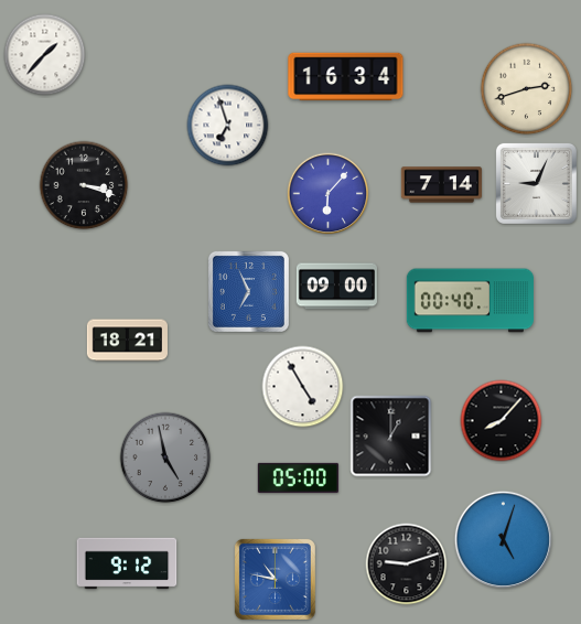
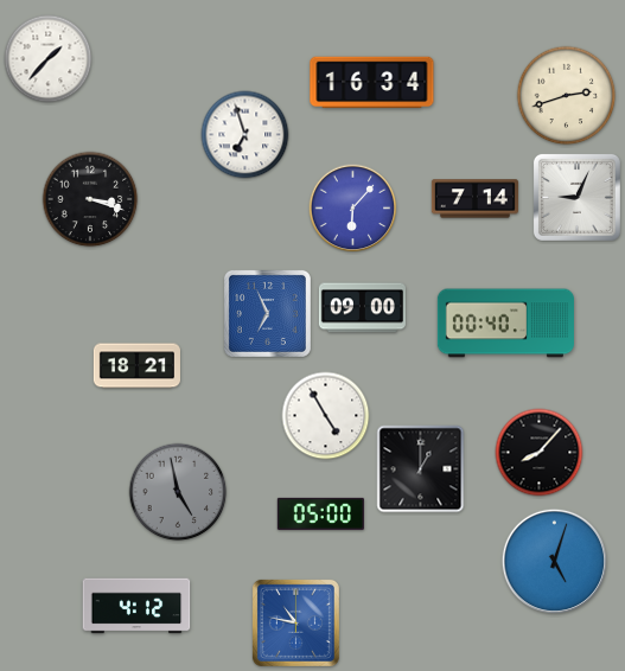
clock at (503, 539) position: (503, 539) -> (554, 561)
clock at (127, 563): 9:12 -> 4:12
clock at (407, 564): 9:12 -> none
